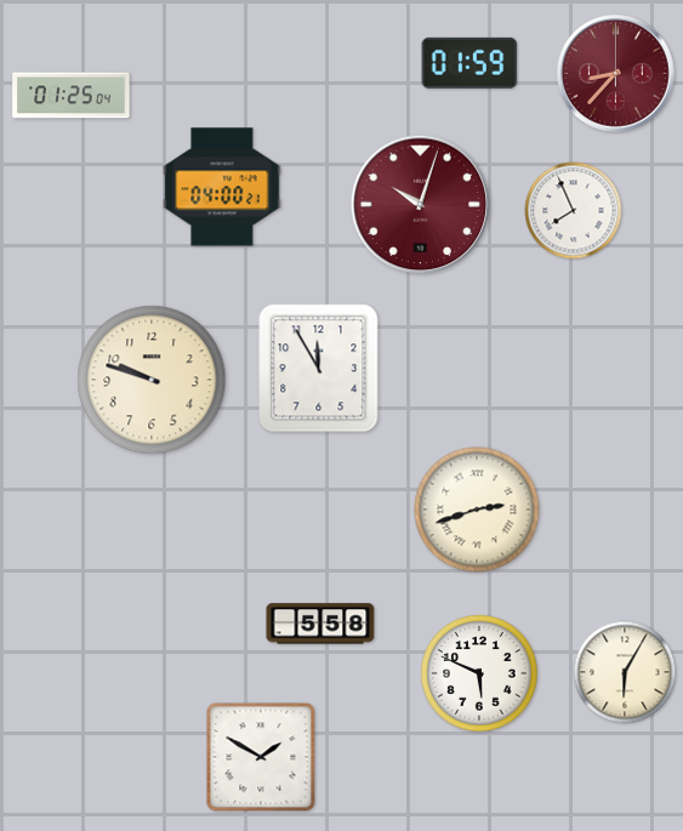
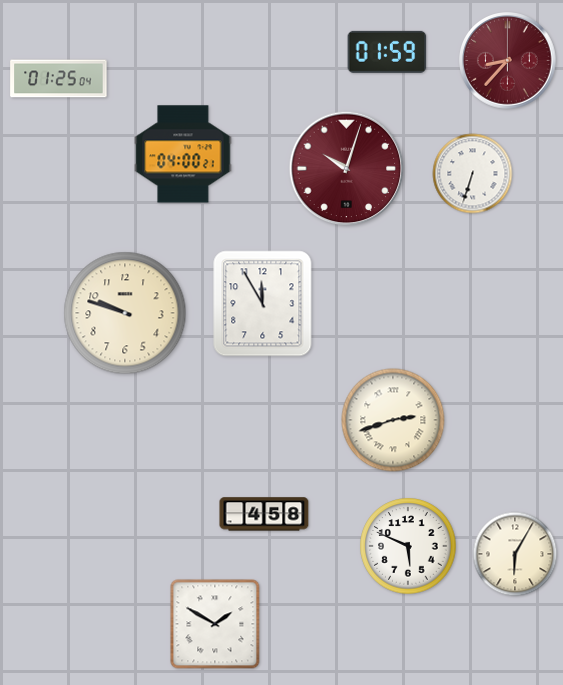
clock at (574, 211): 7:56 -> 6:33
clock at (320, 624): 5:58 -> 4:58
clock at (479, 673) position: (479, 673) -> (408, 546)
